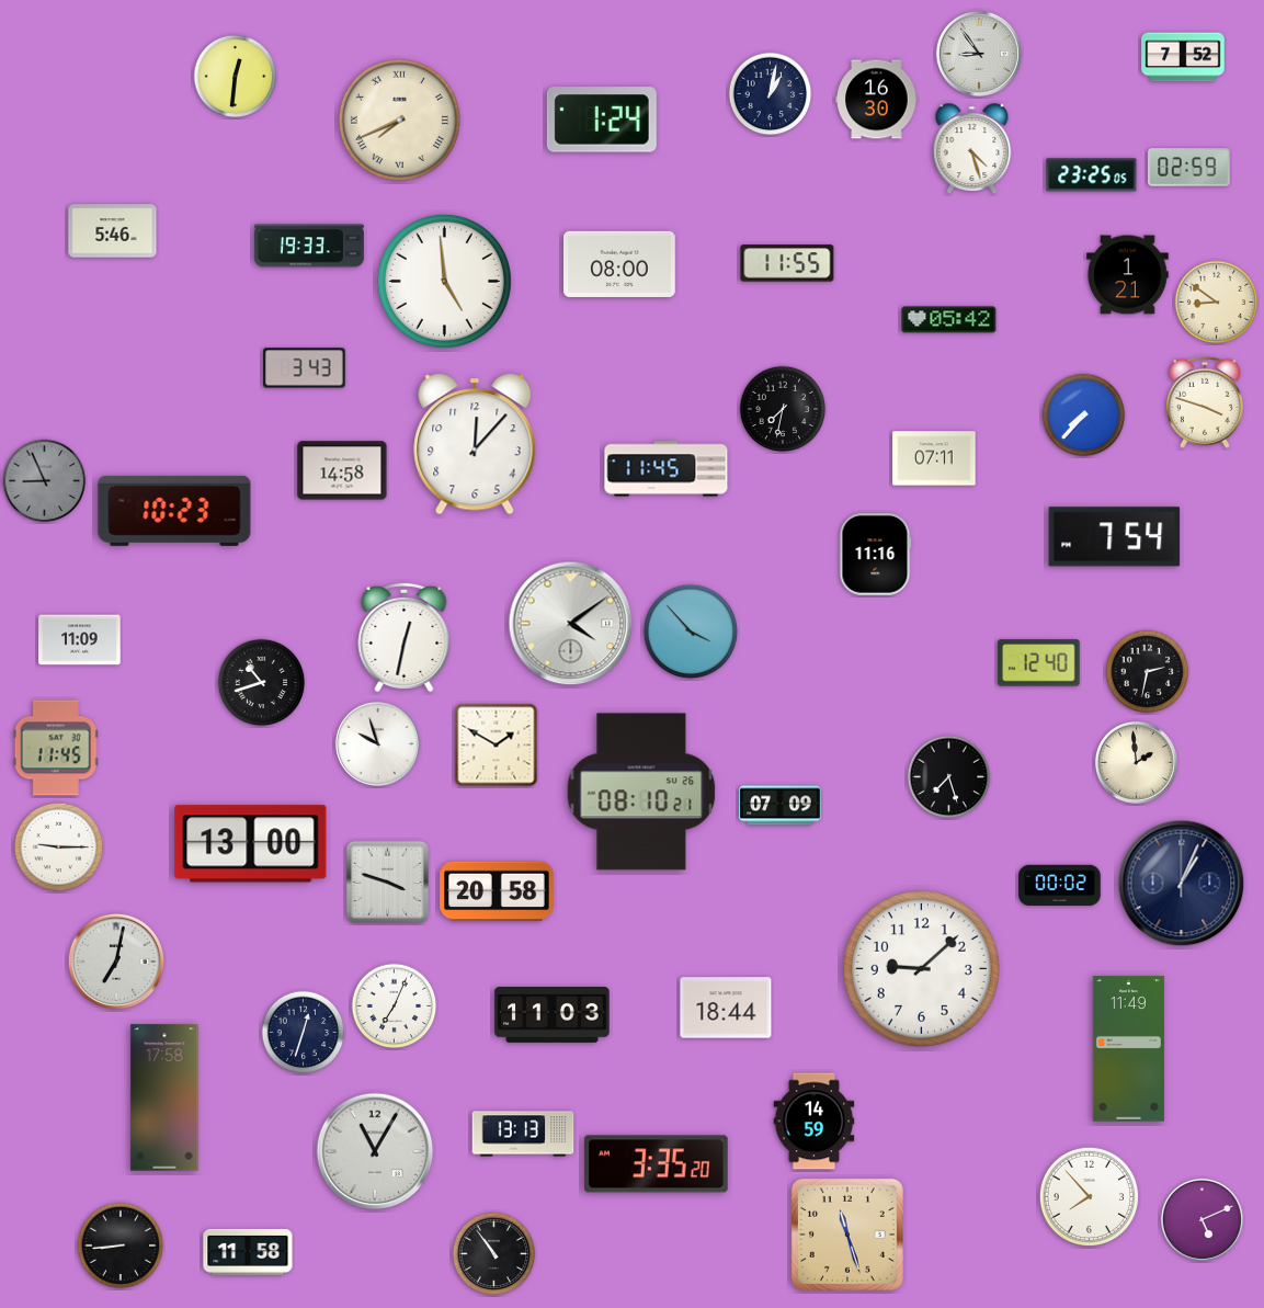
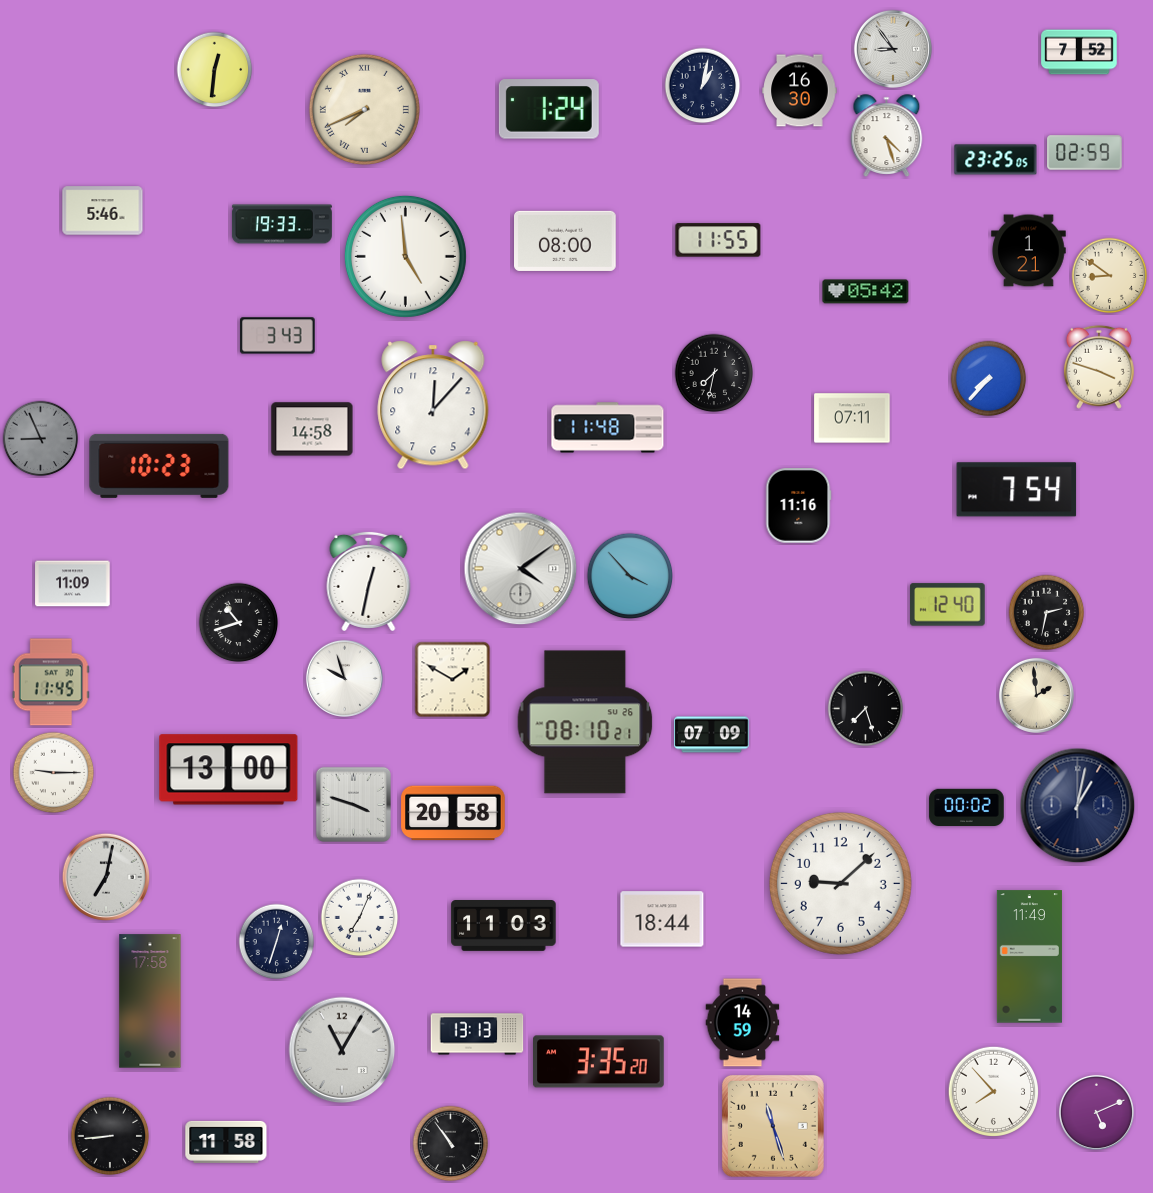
clock at (667, 469): 11:45 -> 11:48
clock at (1182, 884): 1:04 -> 1:02
